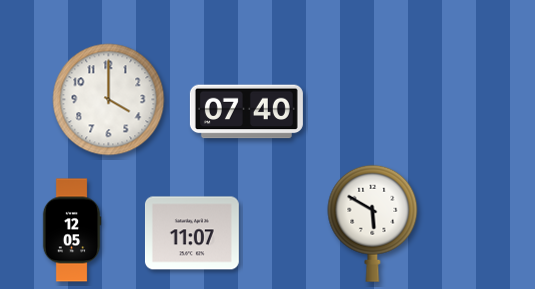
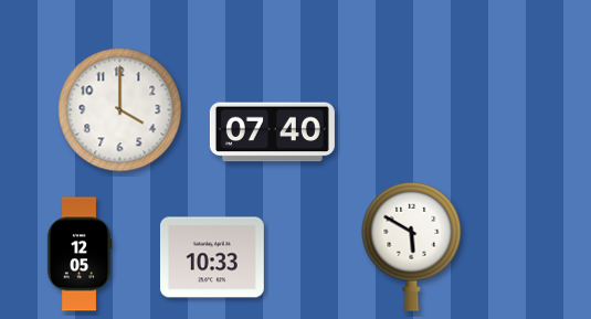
clock at (246, 112) position: (246, 112) -> (272, 132)
clock at (192, 233): 11:07 -> 10:33
